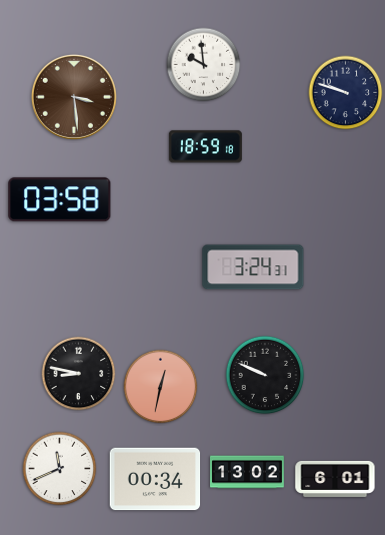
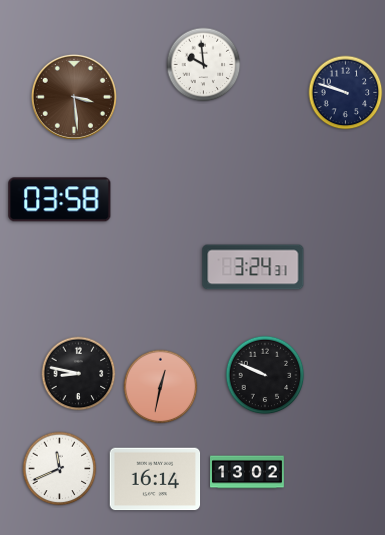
clock at (205, 147): 18:59 -> none
clock at (155, 479): 00:34 -> 16:14
clock at (335, 479): 6:01 -> none
